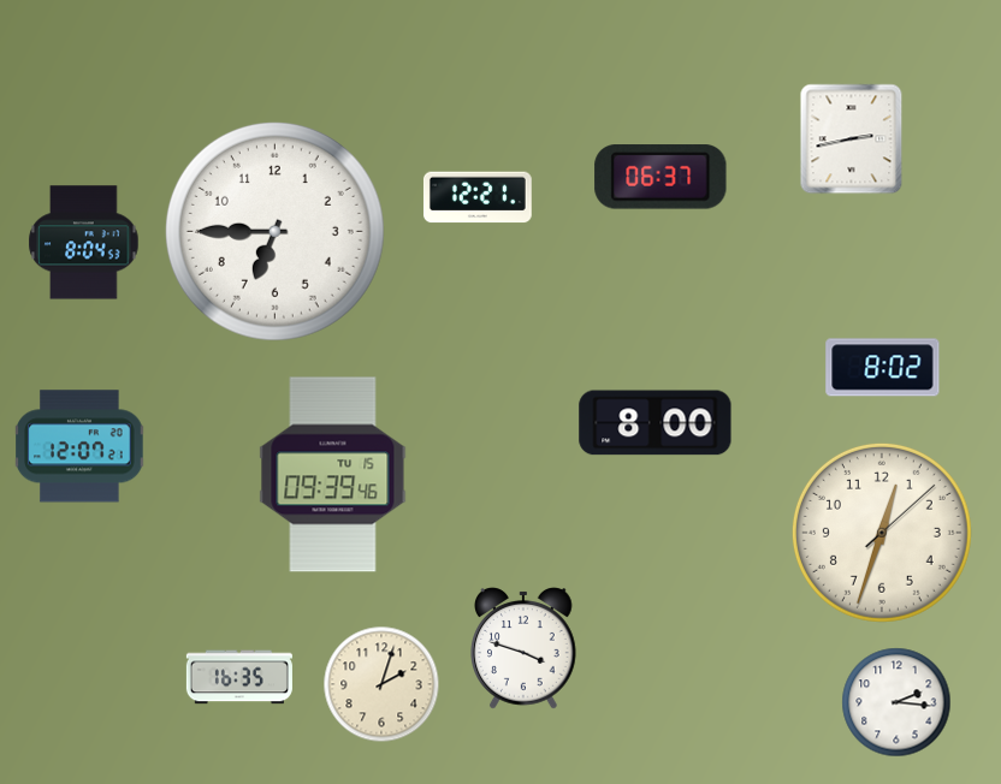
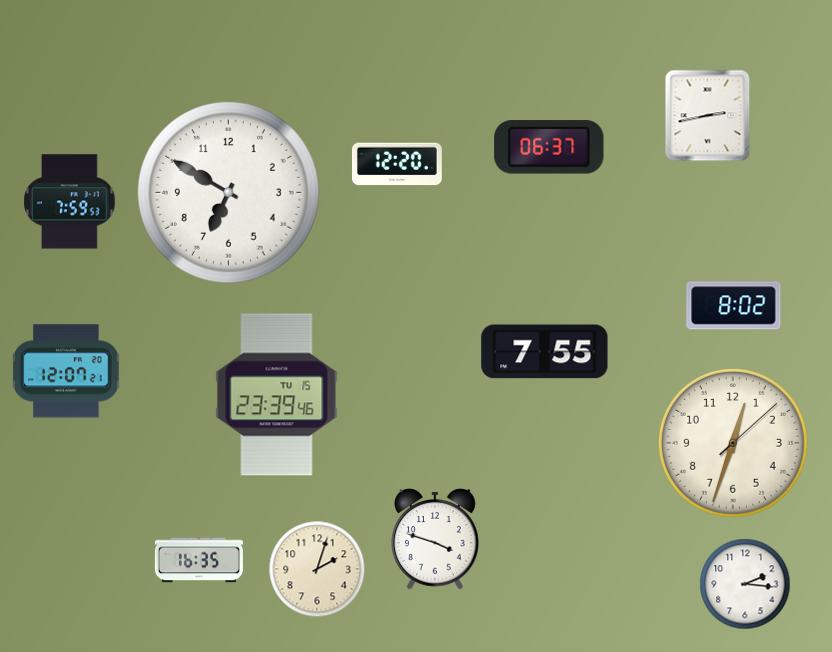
clock at (478, 197): 12:21 -> 12:20
clock at (274, 231): 6:45 -> 6:50
clock at (84, 243): 8:04 -> 7:59
clock at (656, 423): 8:00 -> 7:55
clock at (333, 475): 09:39 -> 23:39
clock at (239, 677) position: (239, 677) -> (199, 560)
